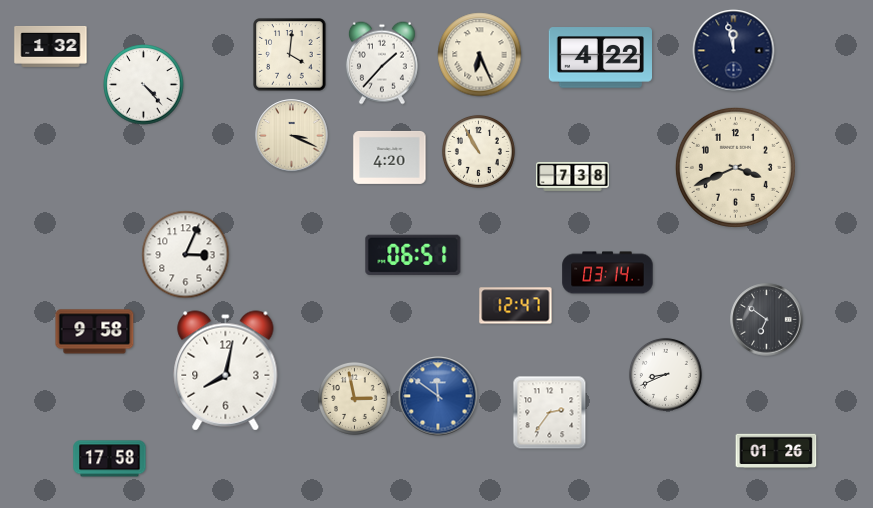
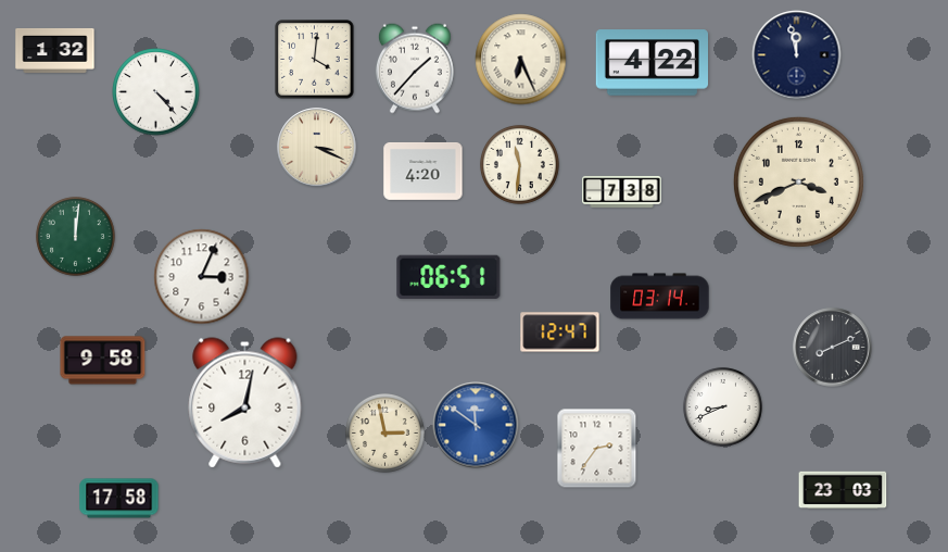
clock at (478, 151): 10:55 -> 11:31
clock at (75, 236): none -> 12:01
clock at (767, 320): 6:51 -> 8:11
clock at (438, 396) position: (438, 396) -> (476, 425)
clock at (776, 451): 01:26 -> 23:03
